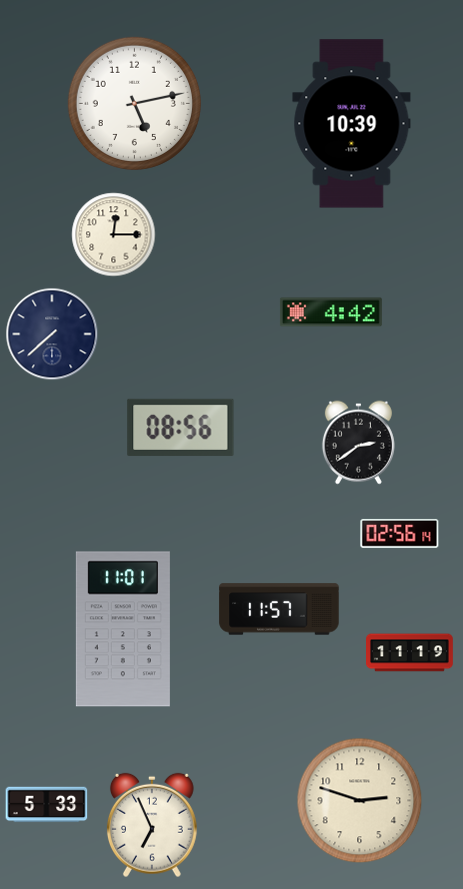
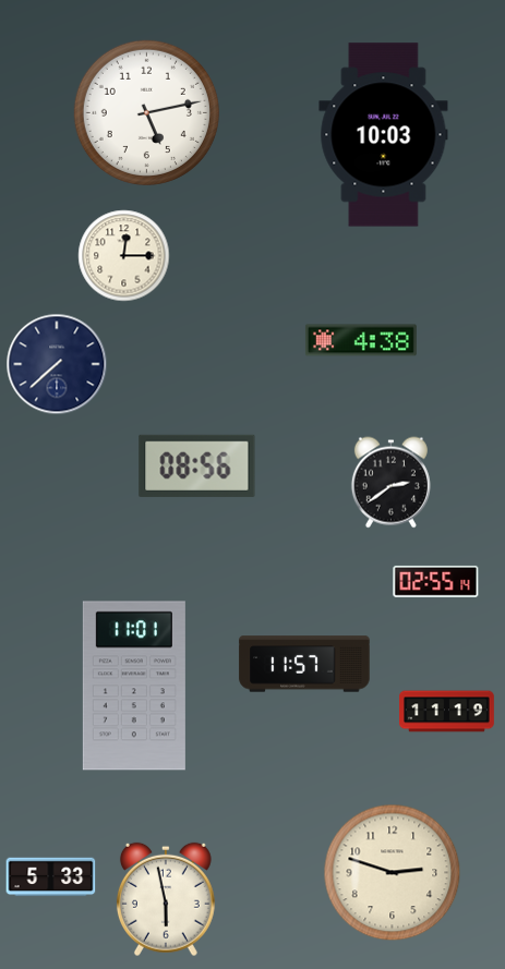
clock at (352, 124): 10:39 -> 10:03
clock at (331, 312): 4:42 -> 4:38
clock at (400, 533): 02:56 -> 02:55
clock at (152, 825): 6:56 -> 5:58
